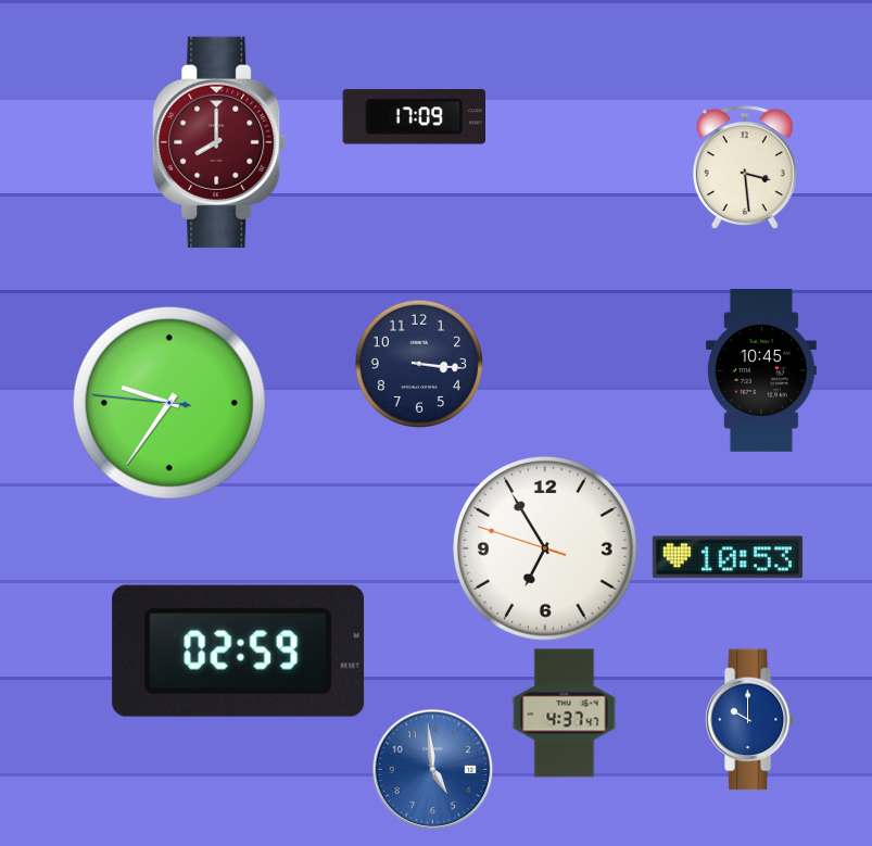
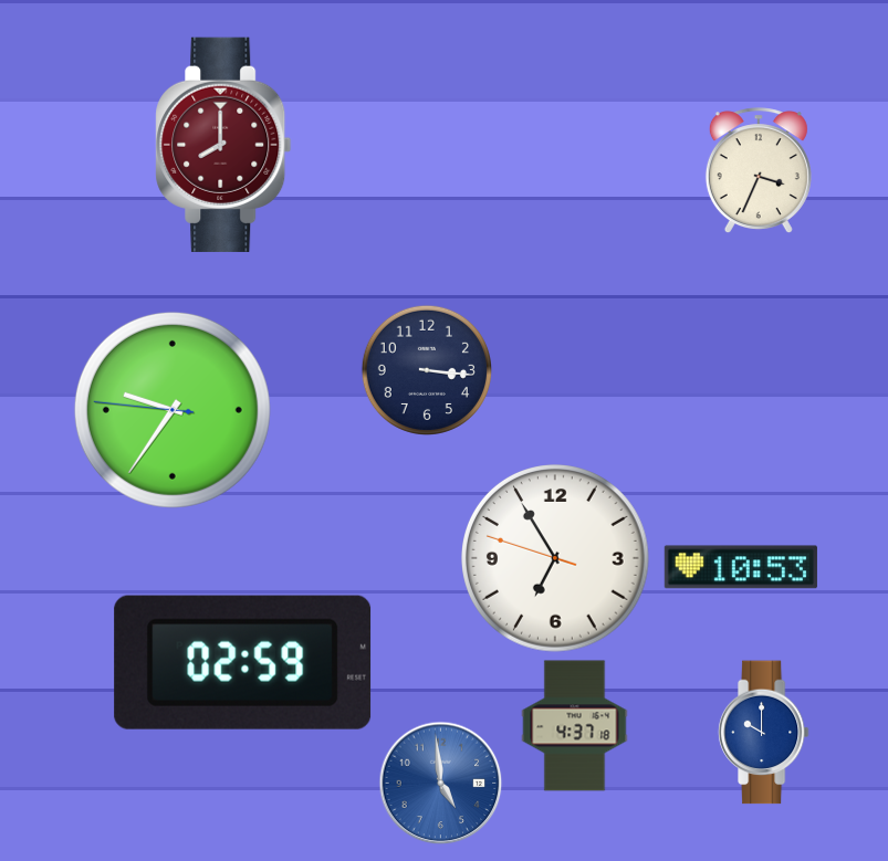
clock at (414, 117): 17:09 -> none
clock at (745, 167): 3:29 -> 3:34
clock at (761, 371): 10:45 -> none
clock at (565, 714): 4:37:47 -> 4:37:18
